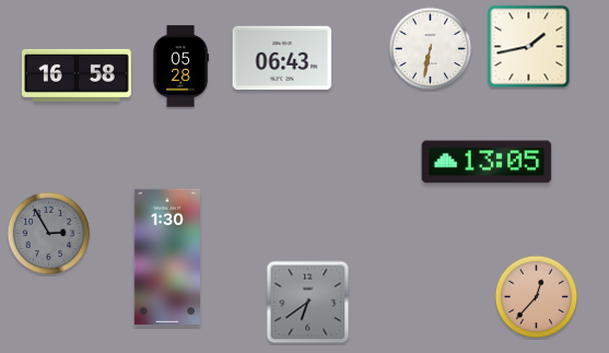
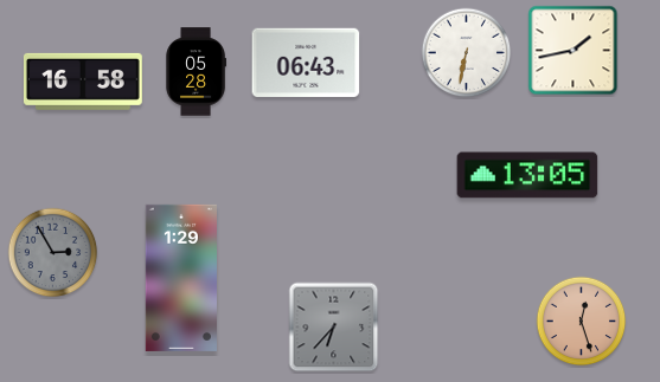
clock at (167, 257): 1:30 -> 1:29
clock at (537, 297): 12:37 -> 12:27
clock at (308, 303): 6:39 -> 6:37
